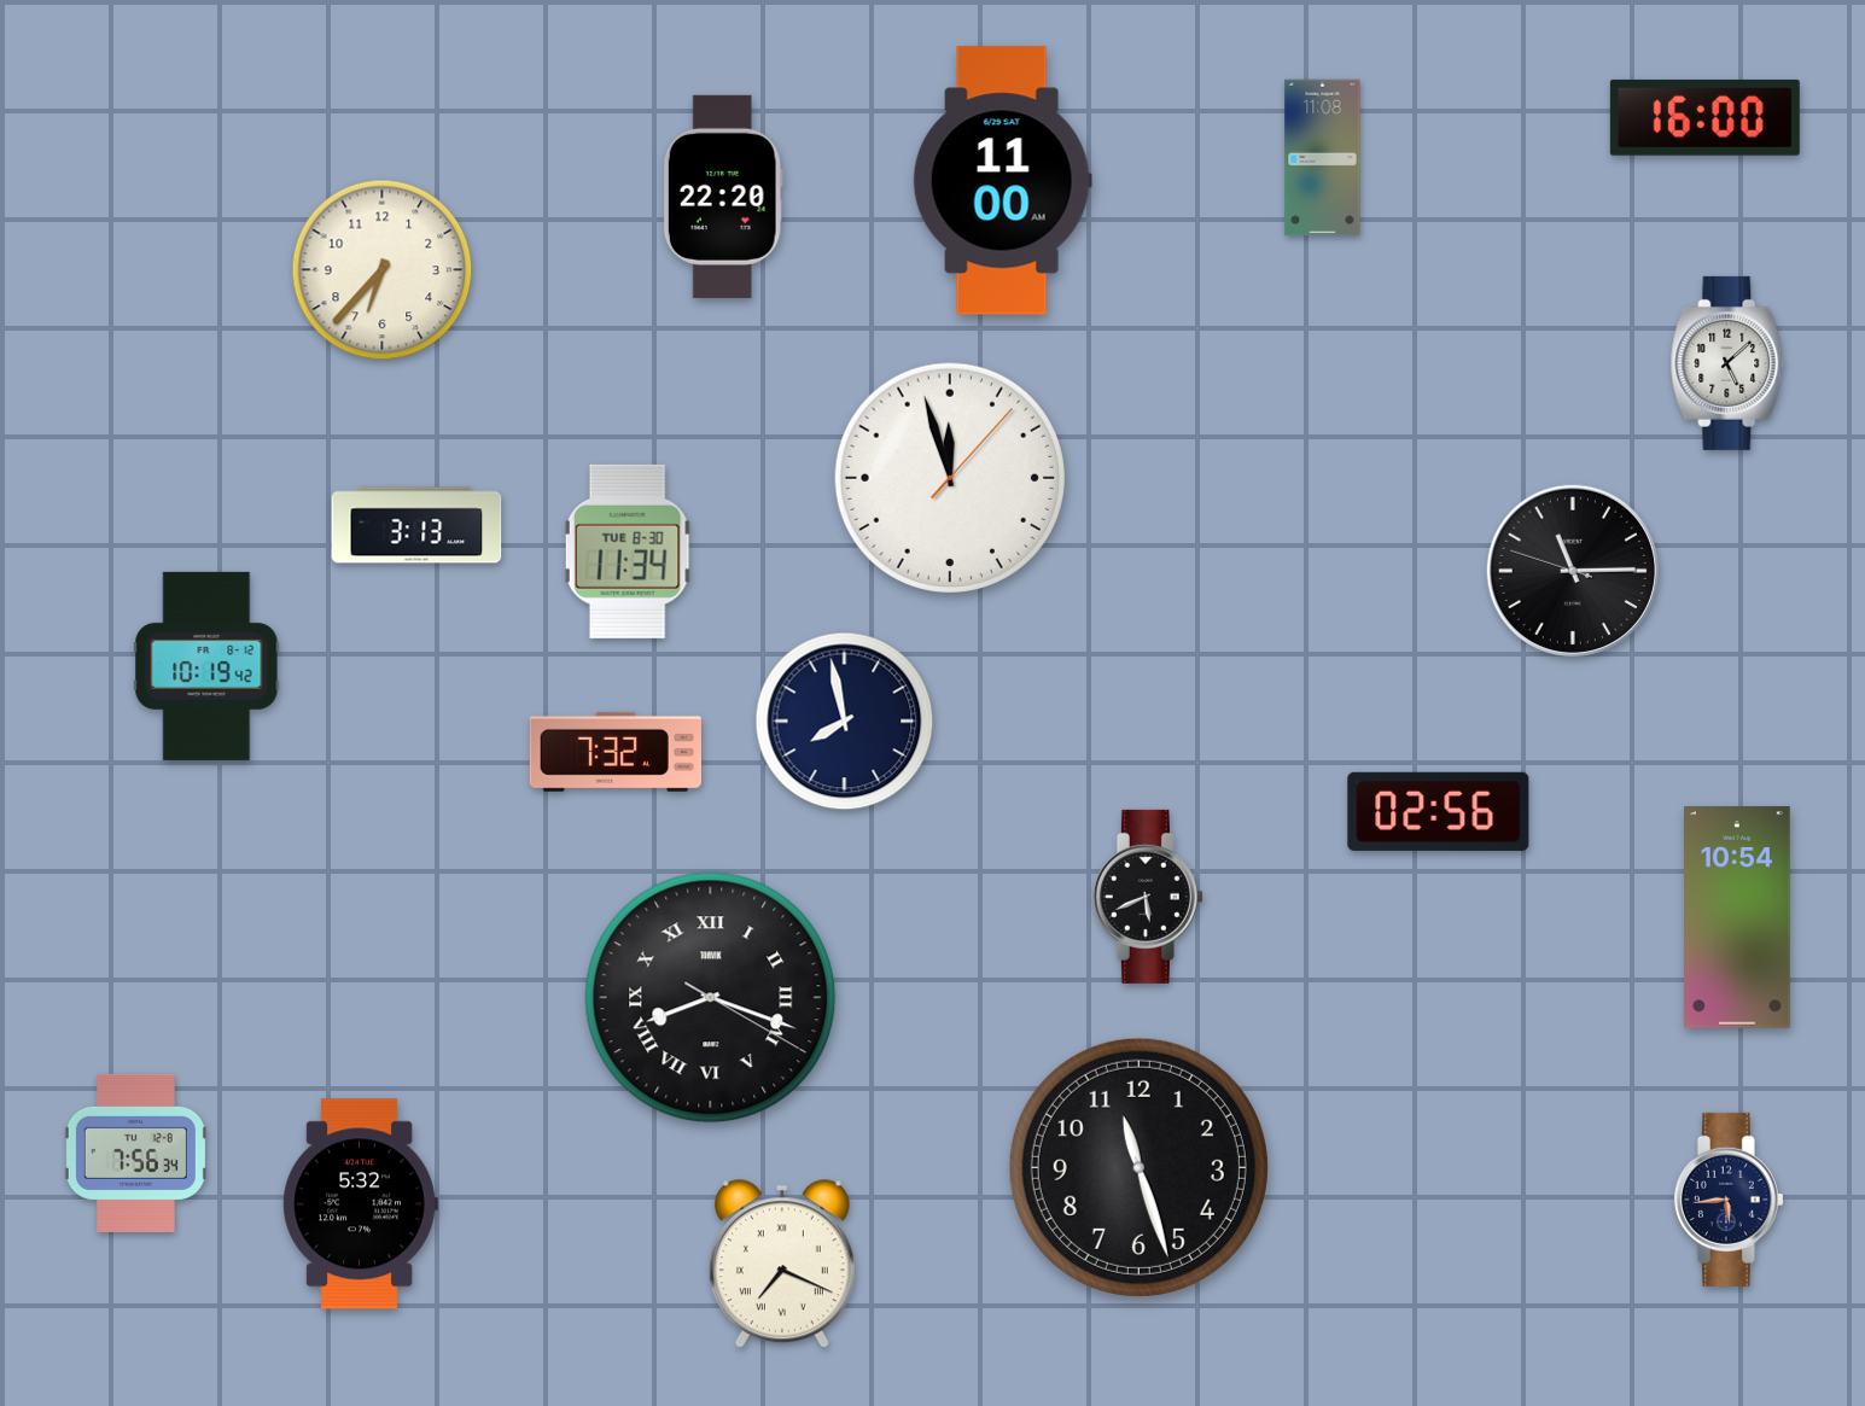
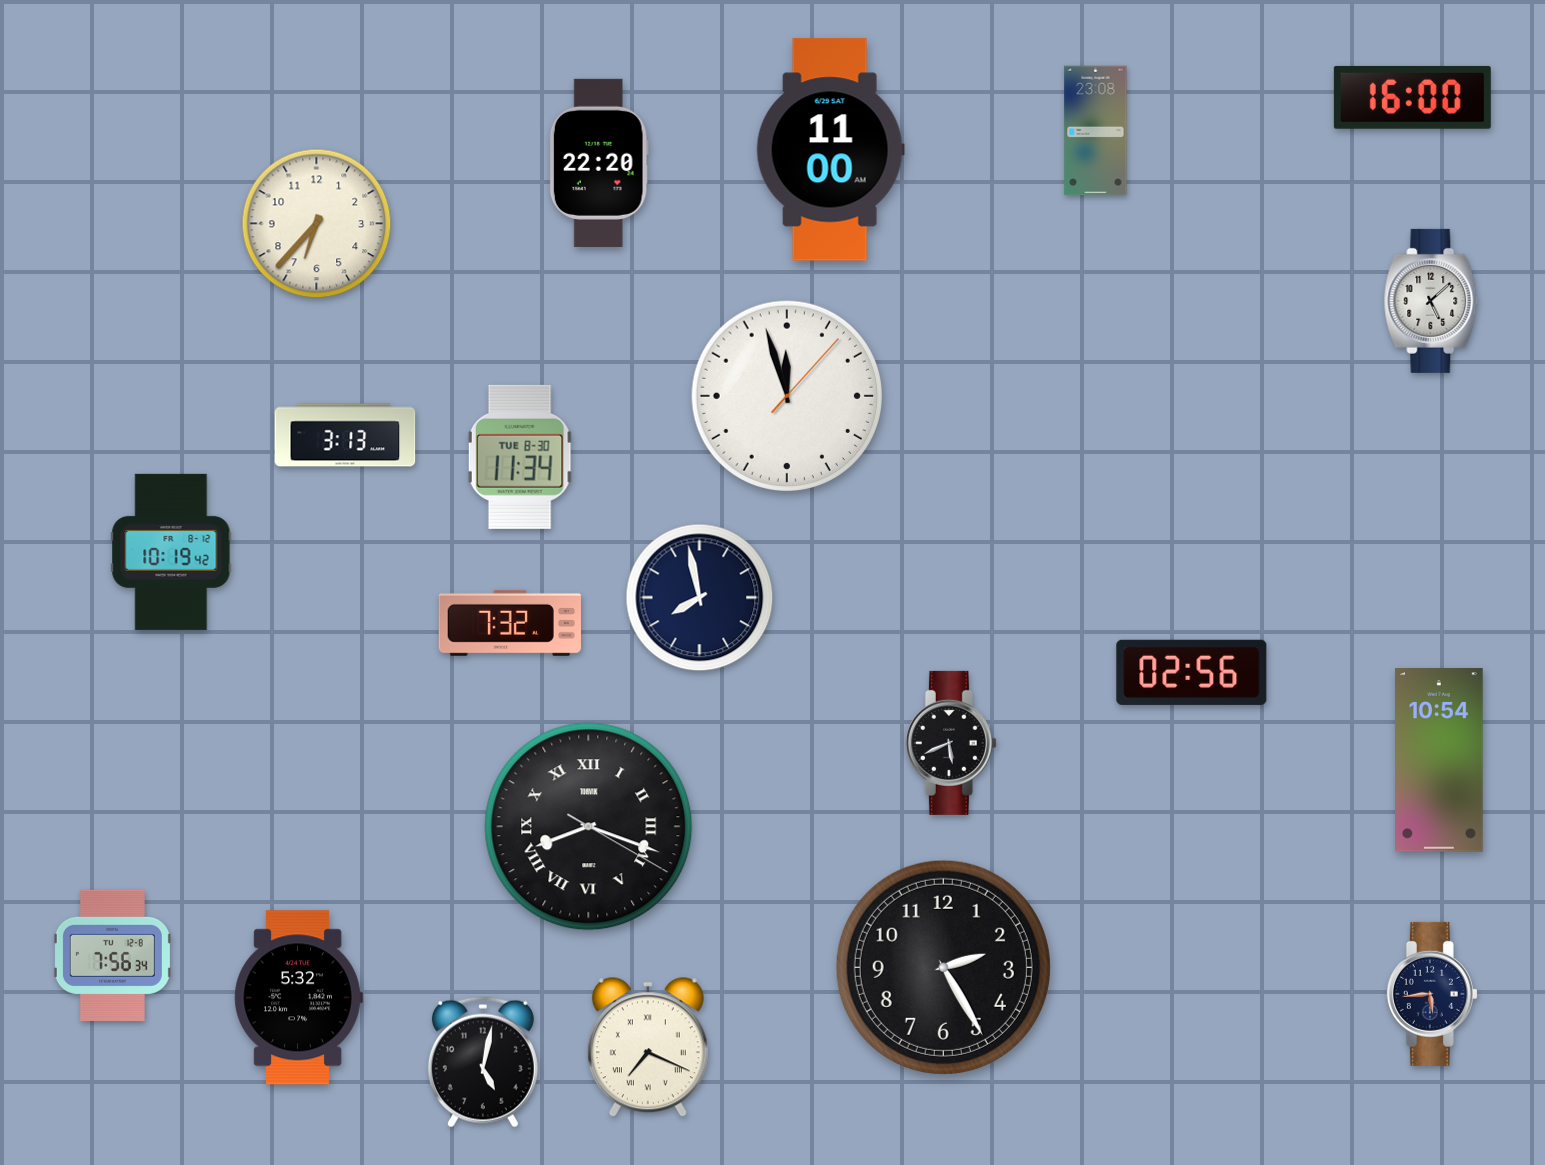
clock at (1323, 158): 11:08 -> 23:08
clock at (1572, 570): 11:14 -> none
clock at (1138, 1167): 11:27 -> 2:25
clock at (483, 1062): none -> 5:02
